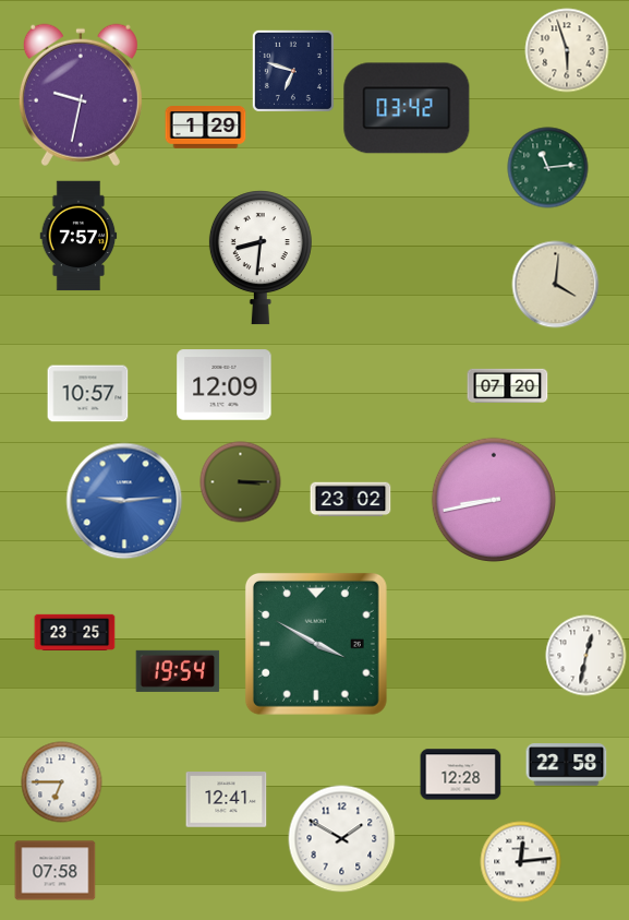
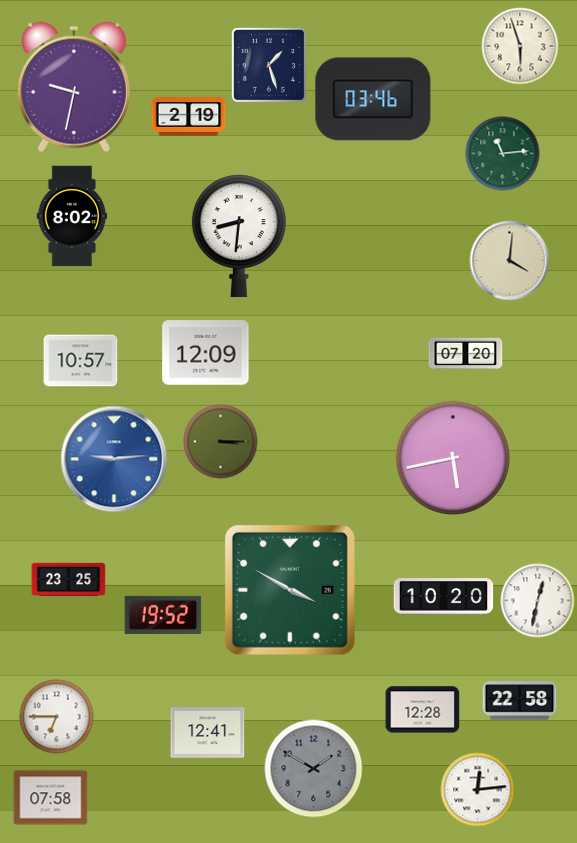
clock at (293, 71): 6:48 -> 1:27
clock at (407, 108): 03:42 -> 03:46
clock at (206, 128): 1:29 -> 2:19
clock at (78, 236): 7:57 -> 8:02
clock at (493, 499): 8:43 -> 5:43
clock at (351, 500): 23:02 -> none
clock at (444, 597): none -> 10:20
clock at (178, 671): 19:54 -> 19:52
clock at (342, 839) dial: white -> grey
